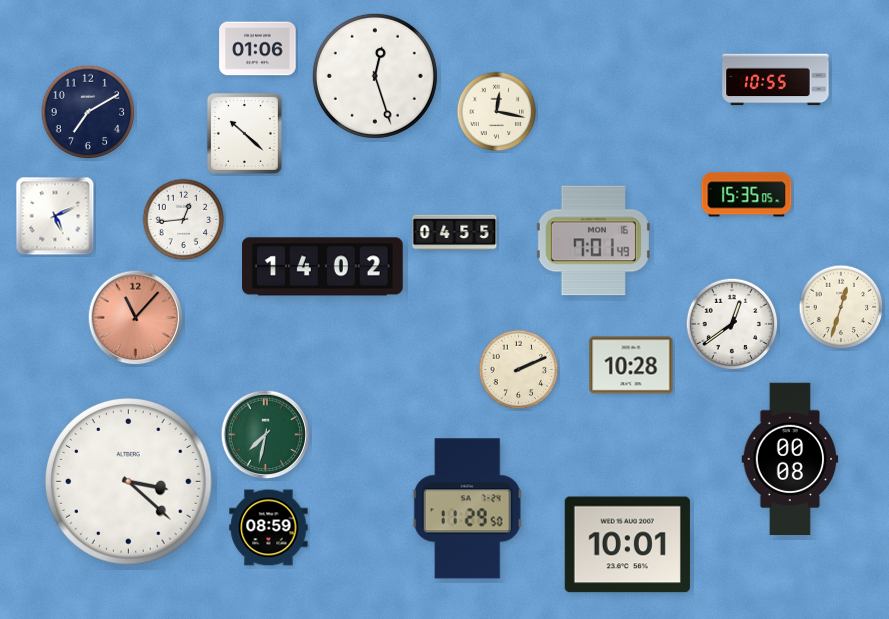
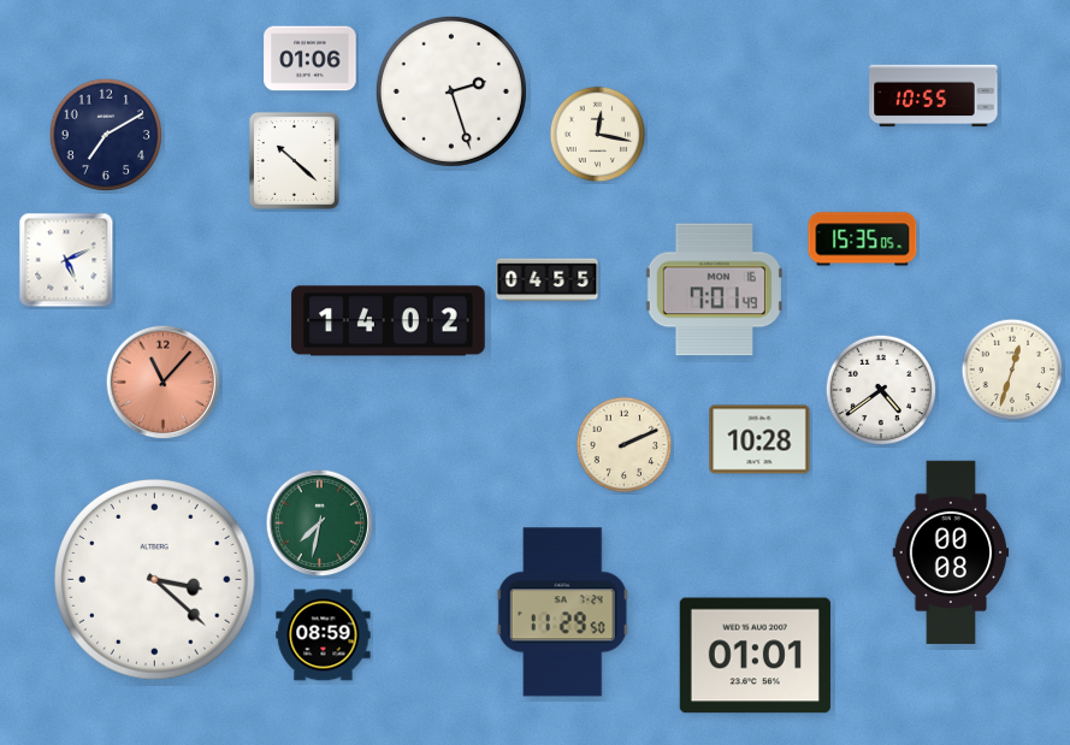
clock at (375, 76): 12:27 -> 2:27
clock at (747, 195) position: (747, 195) -> (863, 240)
clock at (184, 220): 12:44 -> none
clock at (732, 324): 12:39 -> 4:39
clock at (627, 545): 10:01 -> 01:01
